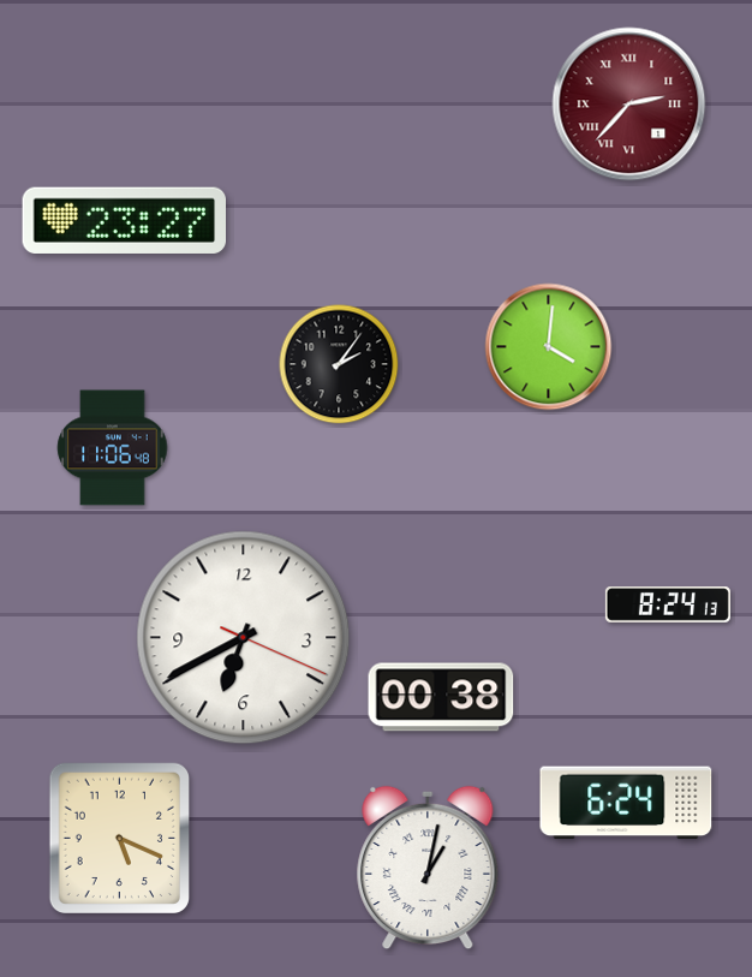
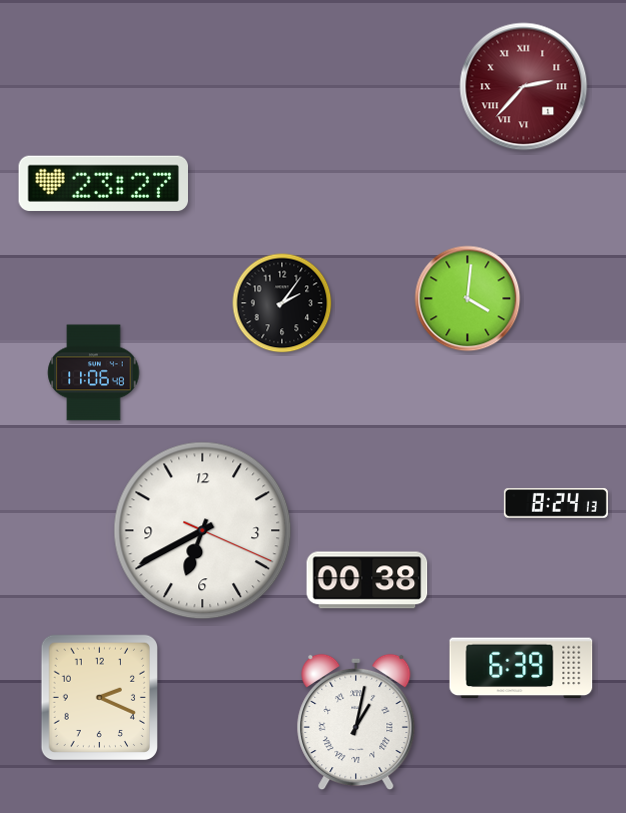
clock at (549, 347) position: (549, 347) -> (468, 299)
clock at (626, 803): 6:24 -> 6:39
clock at (119, 838): 5:19 -> 2:19
